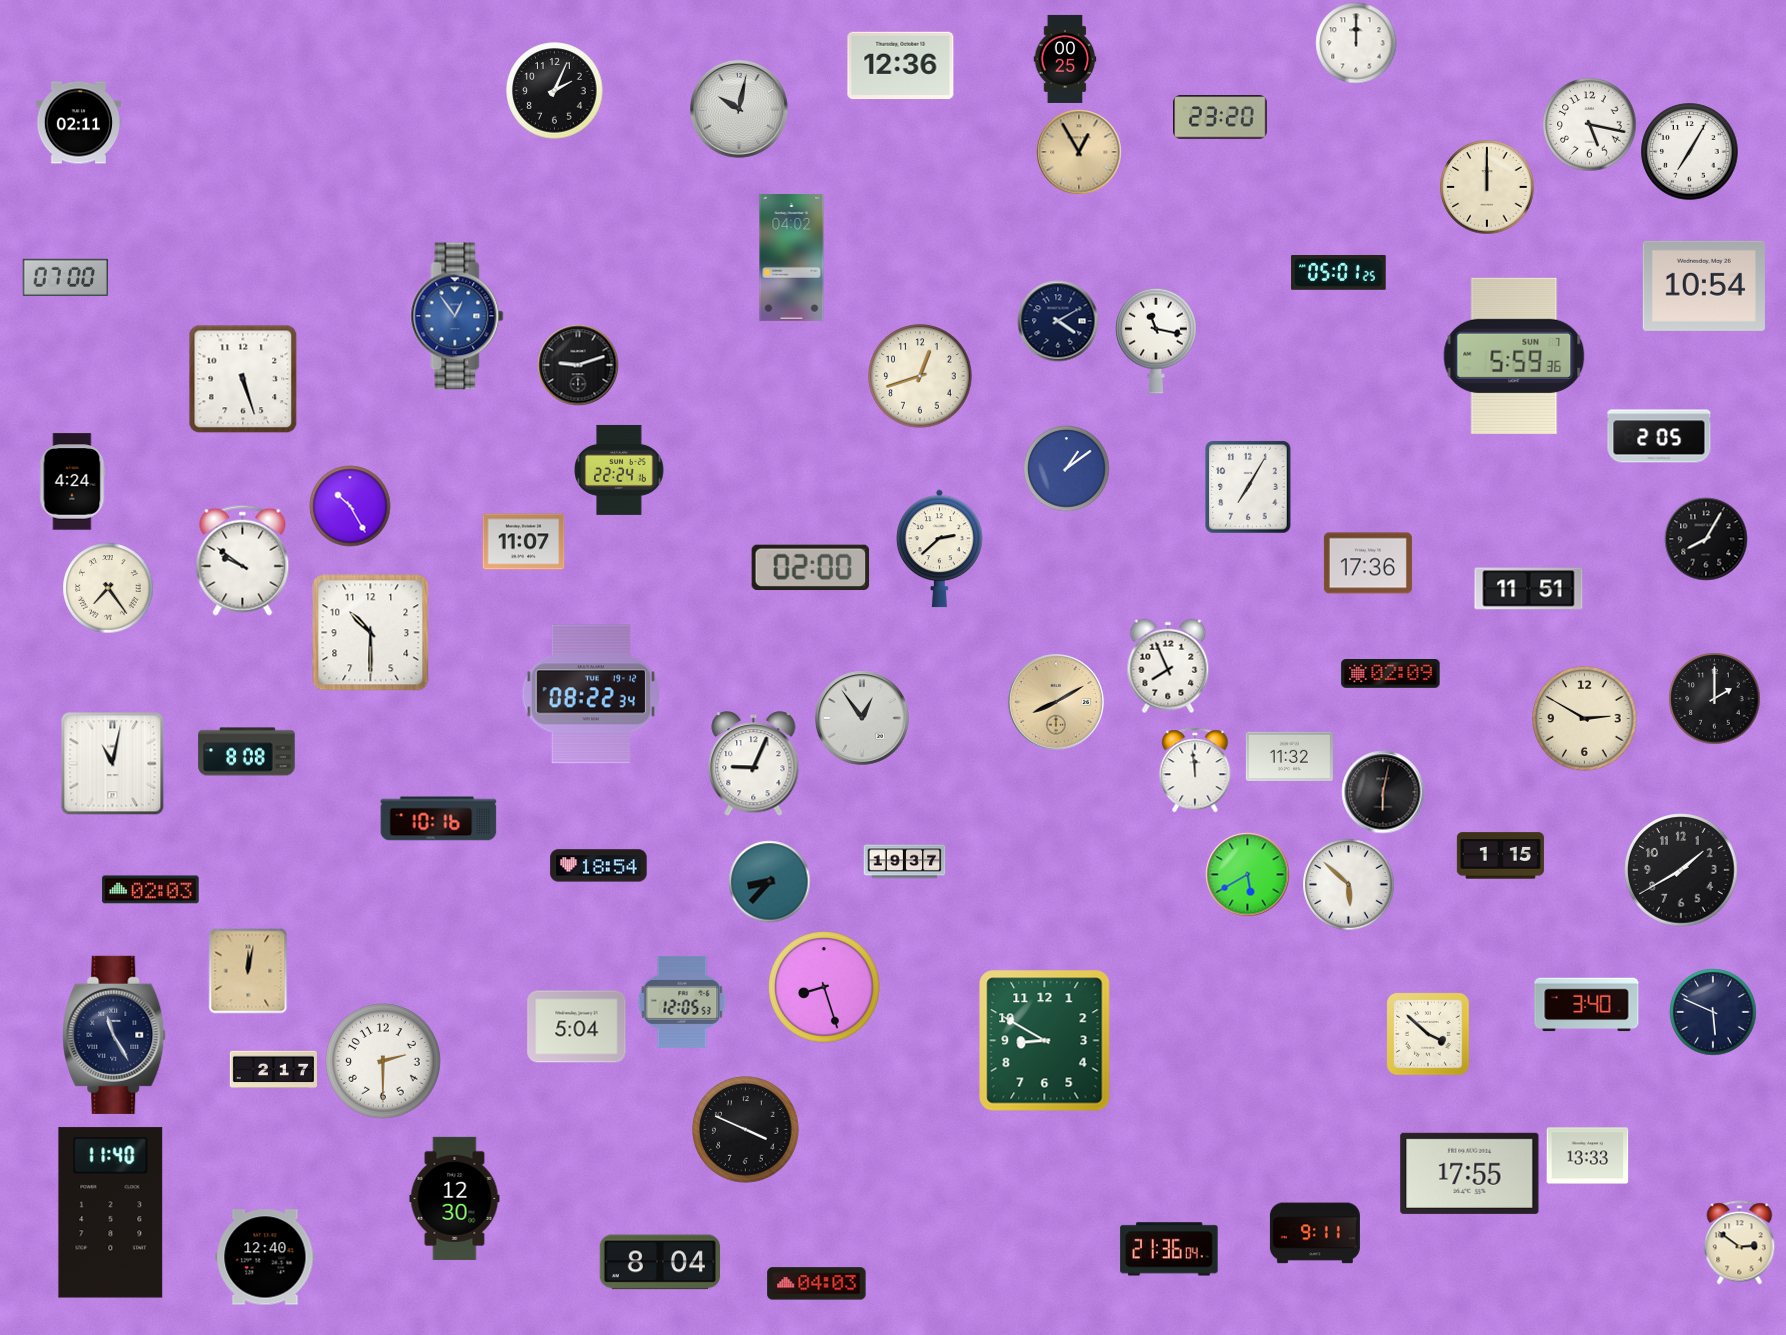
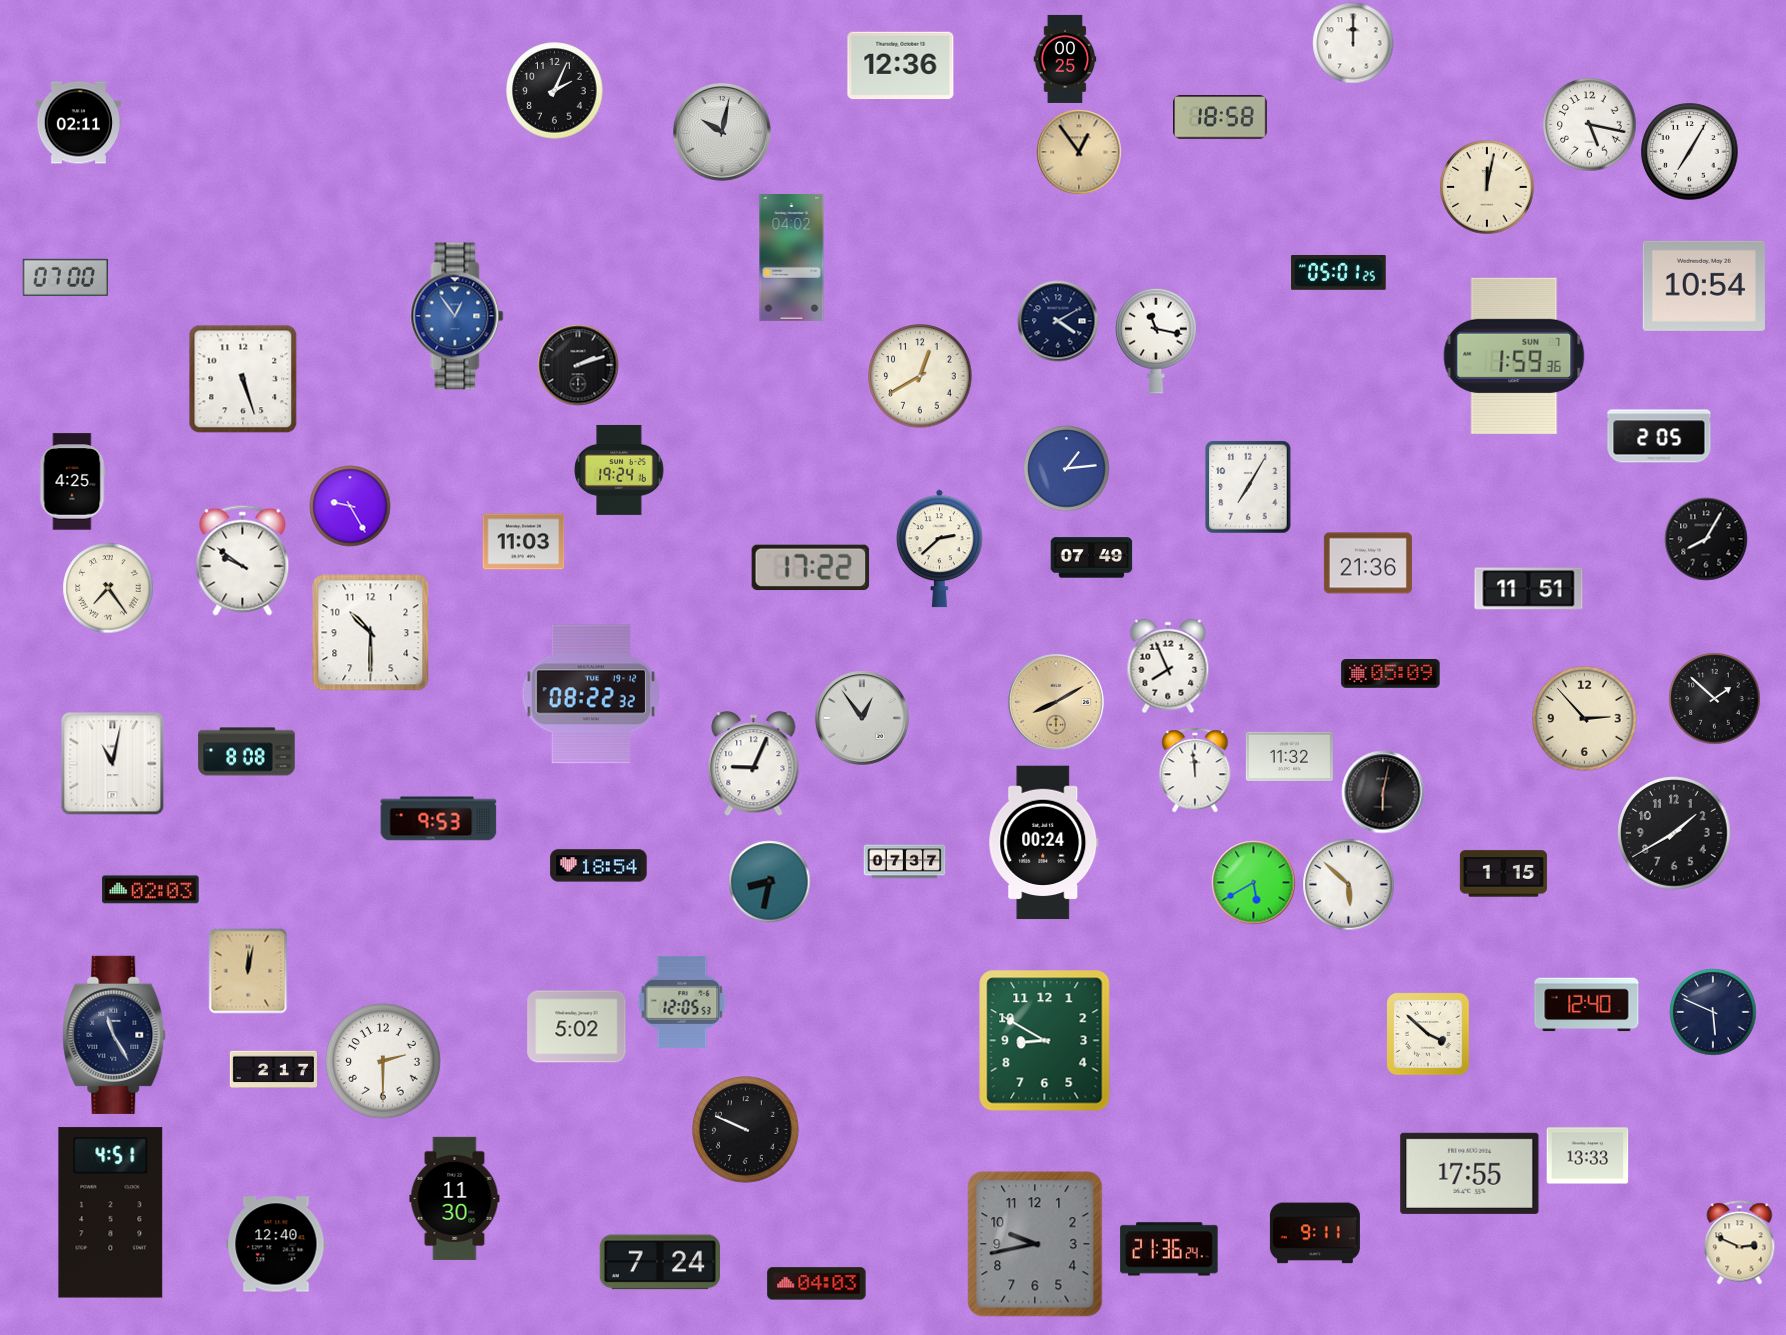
clock at (1356, 43) position: (1356, 43) -> (1353, 43)
clock at (740, 110) position: (740, 110) -> (723, 133)
clock at (1220, 117): 23:20 -> 18:58
clock at (1079, 152): 12:55 -> 12:54
clock at (1487, 187): 12:00 -> 12:02
clock at (1514, 356): 5:59 -> 1:59
clock at (578, 365): 9:12 -> 2:12
clock at (920, 376): 12:42 -> 12:40
clock at (1067, 469): 1:09 -> 1:14
clock at (619, 470): 22:24 -> 19:24
clock at (72, 482): 4:24 -> 4:25
clock at (350, 506): 10:25 -> 9:25
clock at (524, 542): 11:07 -> 11:03
clock at (1092, 558): none -> 07:49
clock at (1368, 563): 17:36 -> 21:36
clock at (811, 568): 02:00 -> 17:22
clock at (1391, 674): 02:09 -> 05:09
clock at (590, 694): 08:22:34 -> 08:22:32
clock at (1715, 699): 2:00 -> 1:52
clock at (1585, 719): 2:50 -> 2:53
clock at (439, 819): 10:16 -> 9:53
clock at (1044, 843): none -> 00:24
clock at (1500, 856) position: (1500, 856) -> (1503, 874)
clock at (905, 862): 19:37 -> 07:37
clock at (1681, 870) position: (1681, 870) -> (1674, 833)
clock at (1248, 875) position: (1248, 875) -> (1254, 883)
clock at (770, 882): 8:37 -> 8:32
clock at (824, 987): 8:27 -> none
clock at (1587, 1005): 3:40 -> 12:40
clock at (577, 1027): 5:04 -> 5:02
clock at (746, 1130): 3:49 -> 9:49
clock at (455, 1198): 12:30 -> 11:30
clock at (111, 1213): 11:40 -> 4:51
clock at (1740, 1243): 2:51 -> 2:49
clock at (1035, 1244): none -> 9:43
clock at (1169, 1249): 21:36:04 -> 21:36:24
clock at (265, 1257) position: (265, 1257) -> (276, 1244)
clock at (659, 1262): 8:04 -> 7:24
